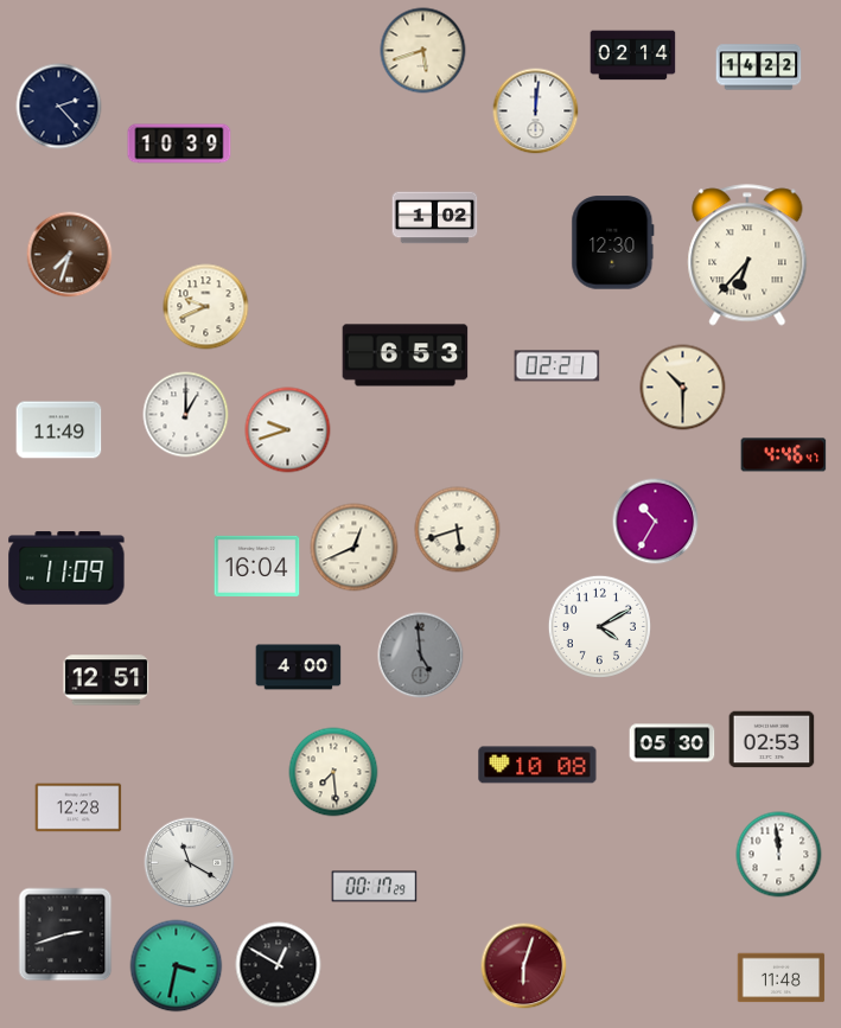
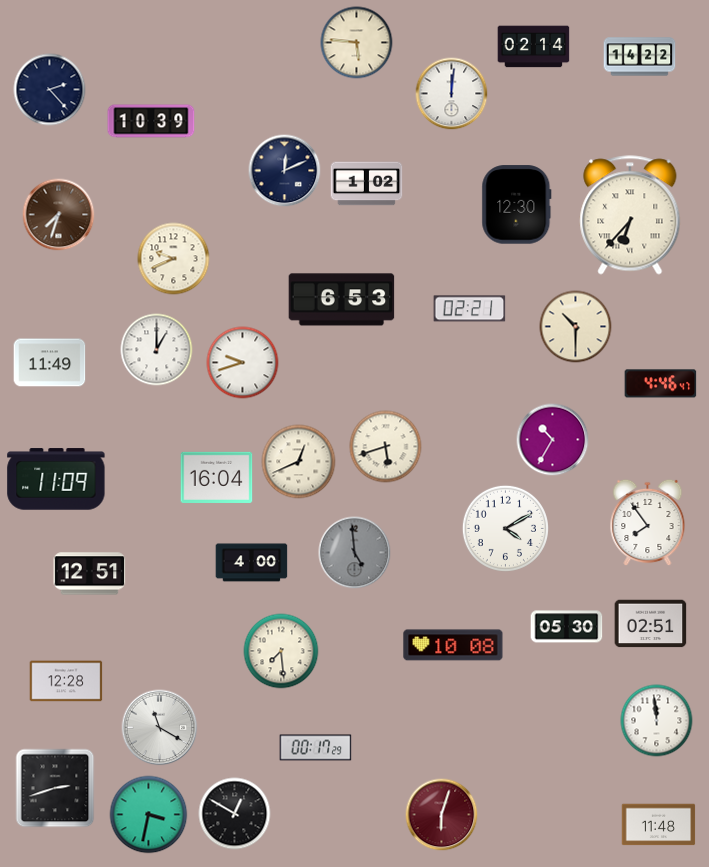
clock at (423, 51): 5:42 -> 5:46
clock at (285, 171): none -> 12:11
clock at (648, 523): none -> 7:54
clock at (772, 740): 02:53 -> 02:51
